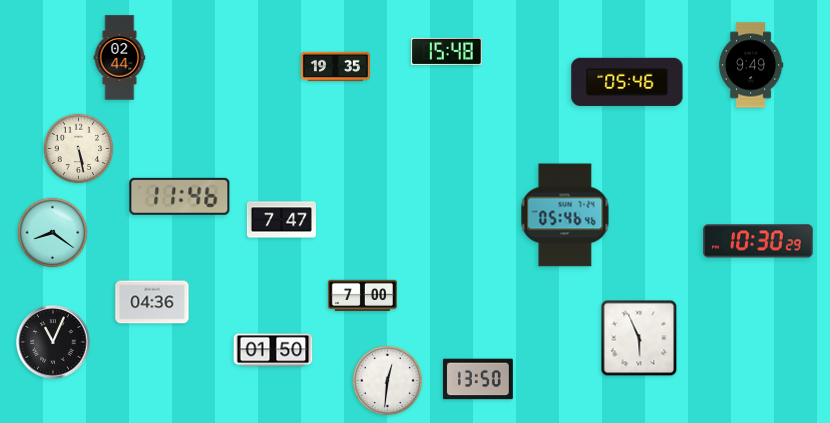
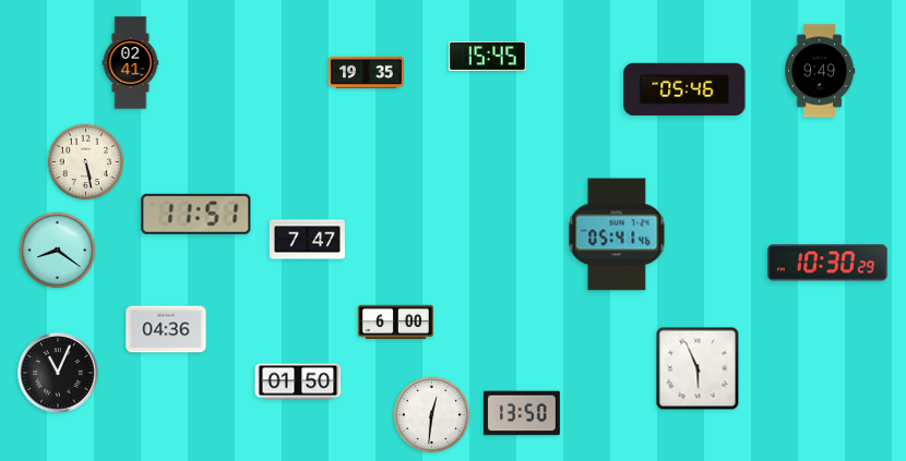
clock at (447, 51): 15:48 -> 15:45
clock at (120, 58): 02:44 -> 02:41
clock at (180, 196): 11:46 -> 11:51
clock at (565, 215): 05:46 -> 05:41
clock at (53, 233) position: (53, 233) -> (58, 251)
clock at (362, 296): 7:00 -> 6:00
clock at (388, 381) position: (388, 381) -> (432, 415)
